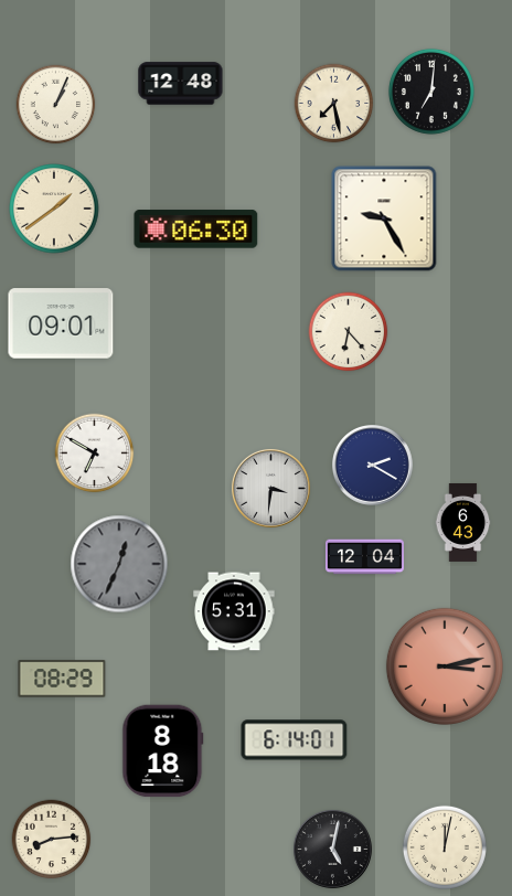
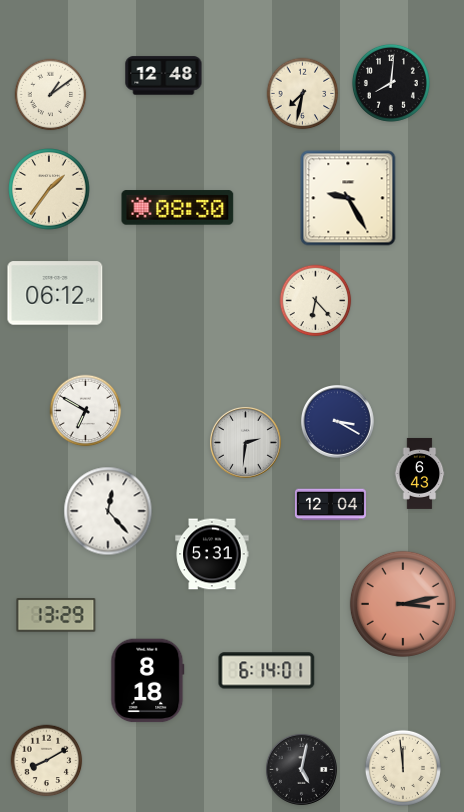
clock at (431, 92): 7:01 -> 8:01
clock at (334, 104): 7:28 -> 7:32
clock at (56, 105): 1:04 -> 1:09
clock at (54, 209): 1:39 -> 1:36
clock at (196, 230): 06:30 -> 08:30
clock at (61, 323): 09:01 -> 06:12
clock at (373, 466): 2:20 -> 3:20
clock at (270, 488): 3:31 -> 2:31
clock at (119, 564): 12:34 -> 12:23
clock at (119, 564) dial: grey -> white
clock at (62, 679): 08:29 -> 13:29
clock at (52, 840): 8:14 -> 8:10
clock at (445, 847): 12:02 -> 11:59
